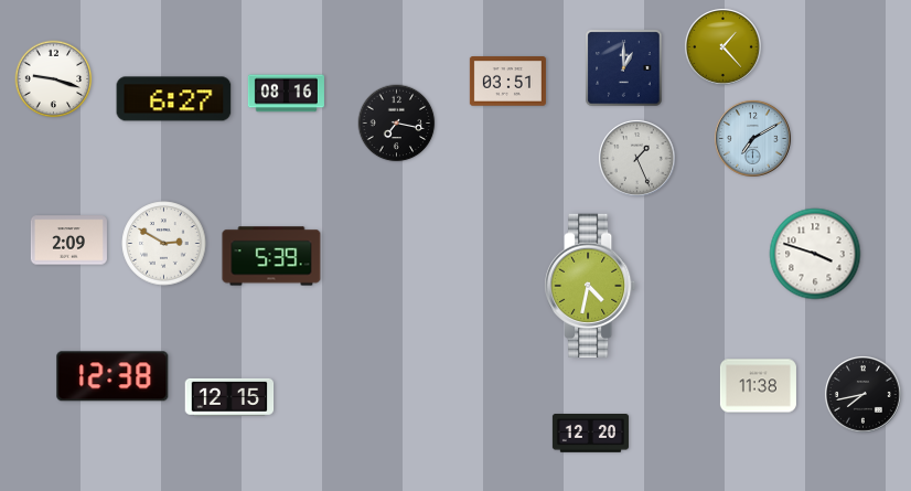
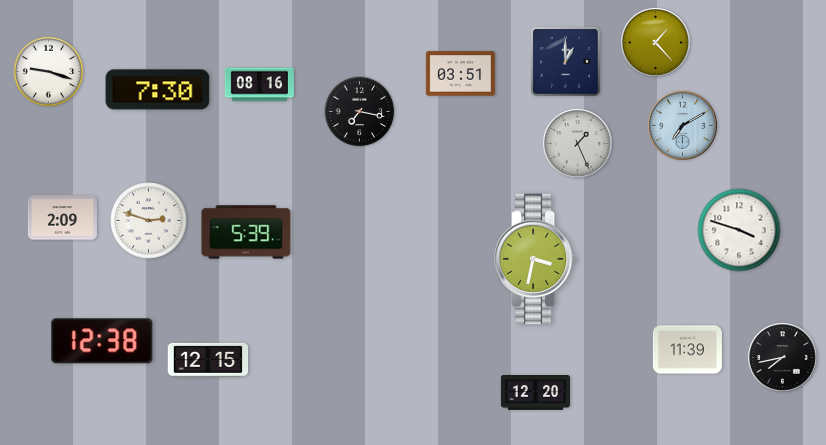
clock at (174, 99): 6:27 -> 7:30
clock at (164, 244): 2:50 -> 2:48
clock at (590, 286): 4:32 -> 3:32
clock at (758, 386): 11:38 -> 11:39
